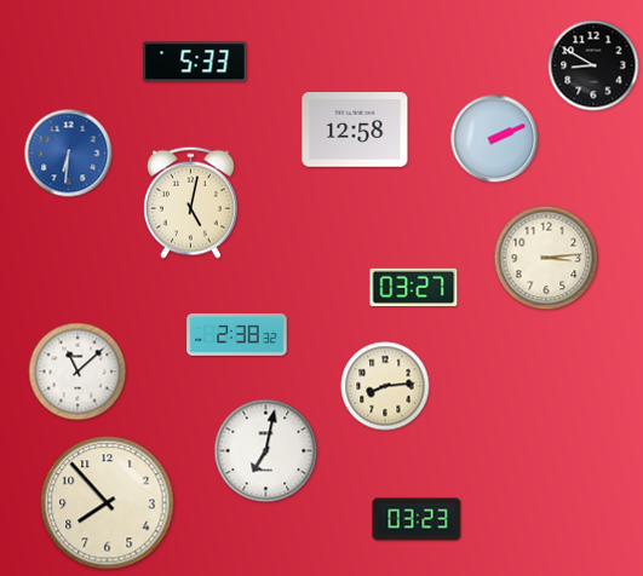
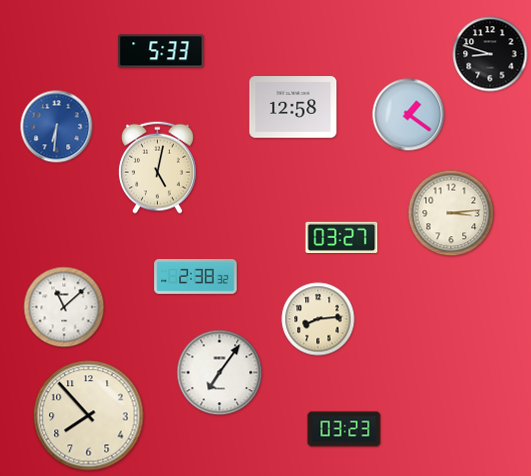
clock at (593, 65): 8:50 -> 8:48
clock at (495, 139): 2:11 -> 1:21
clock at (266, 451): 7:02 -> 7:06
